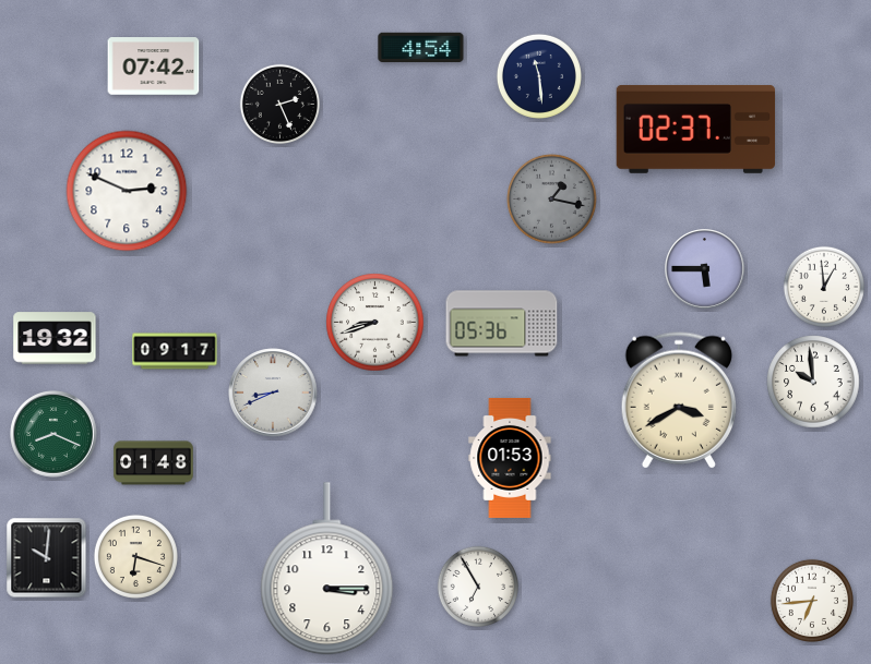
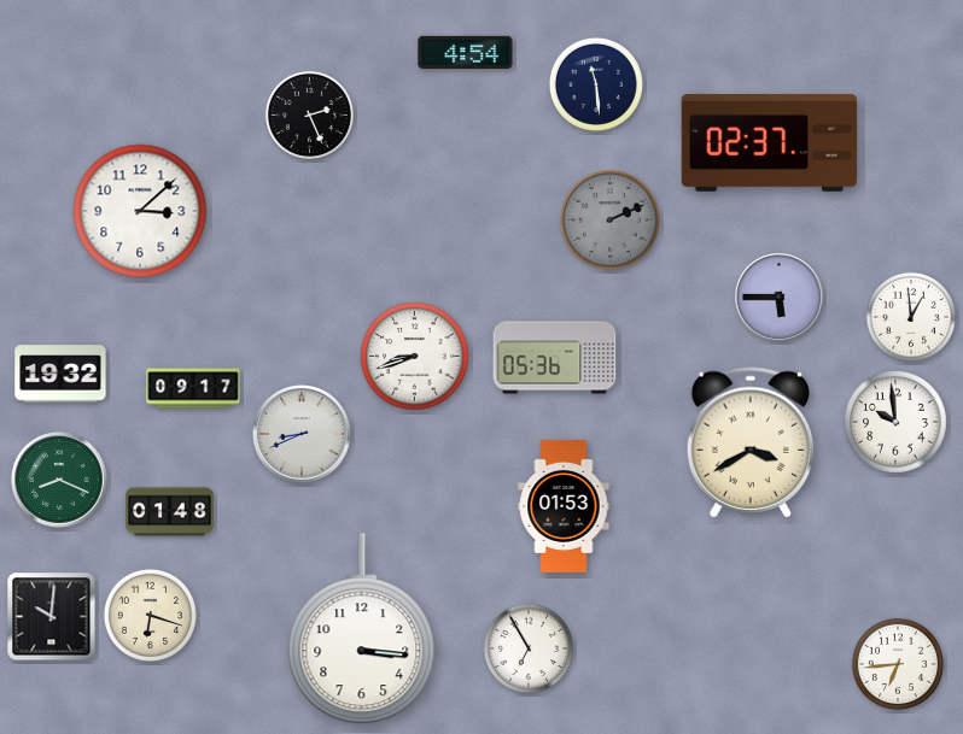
clock at (154, 67): 07:42 -> none
clock at (127, 191): 2:49 -> 3:08
clock at (552, 200): 1:17 -> 2:11
clock at (813, 382) position: (813, 382) -> (895, 422)
clock at (327, 569): 3:15 -> 3:16
